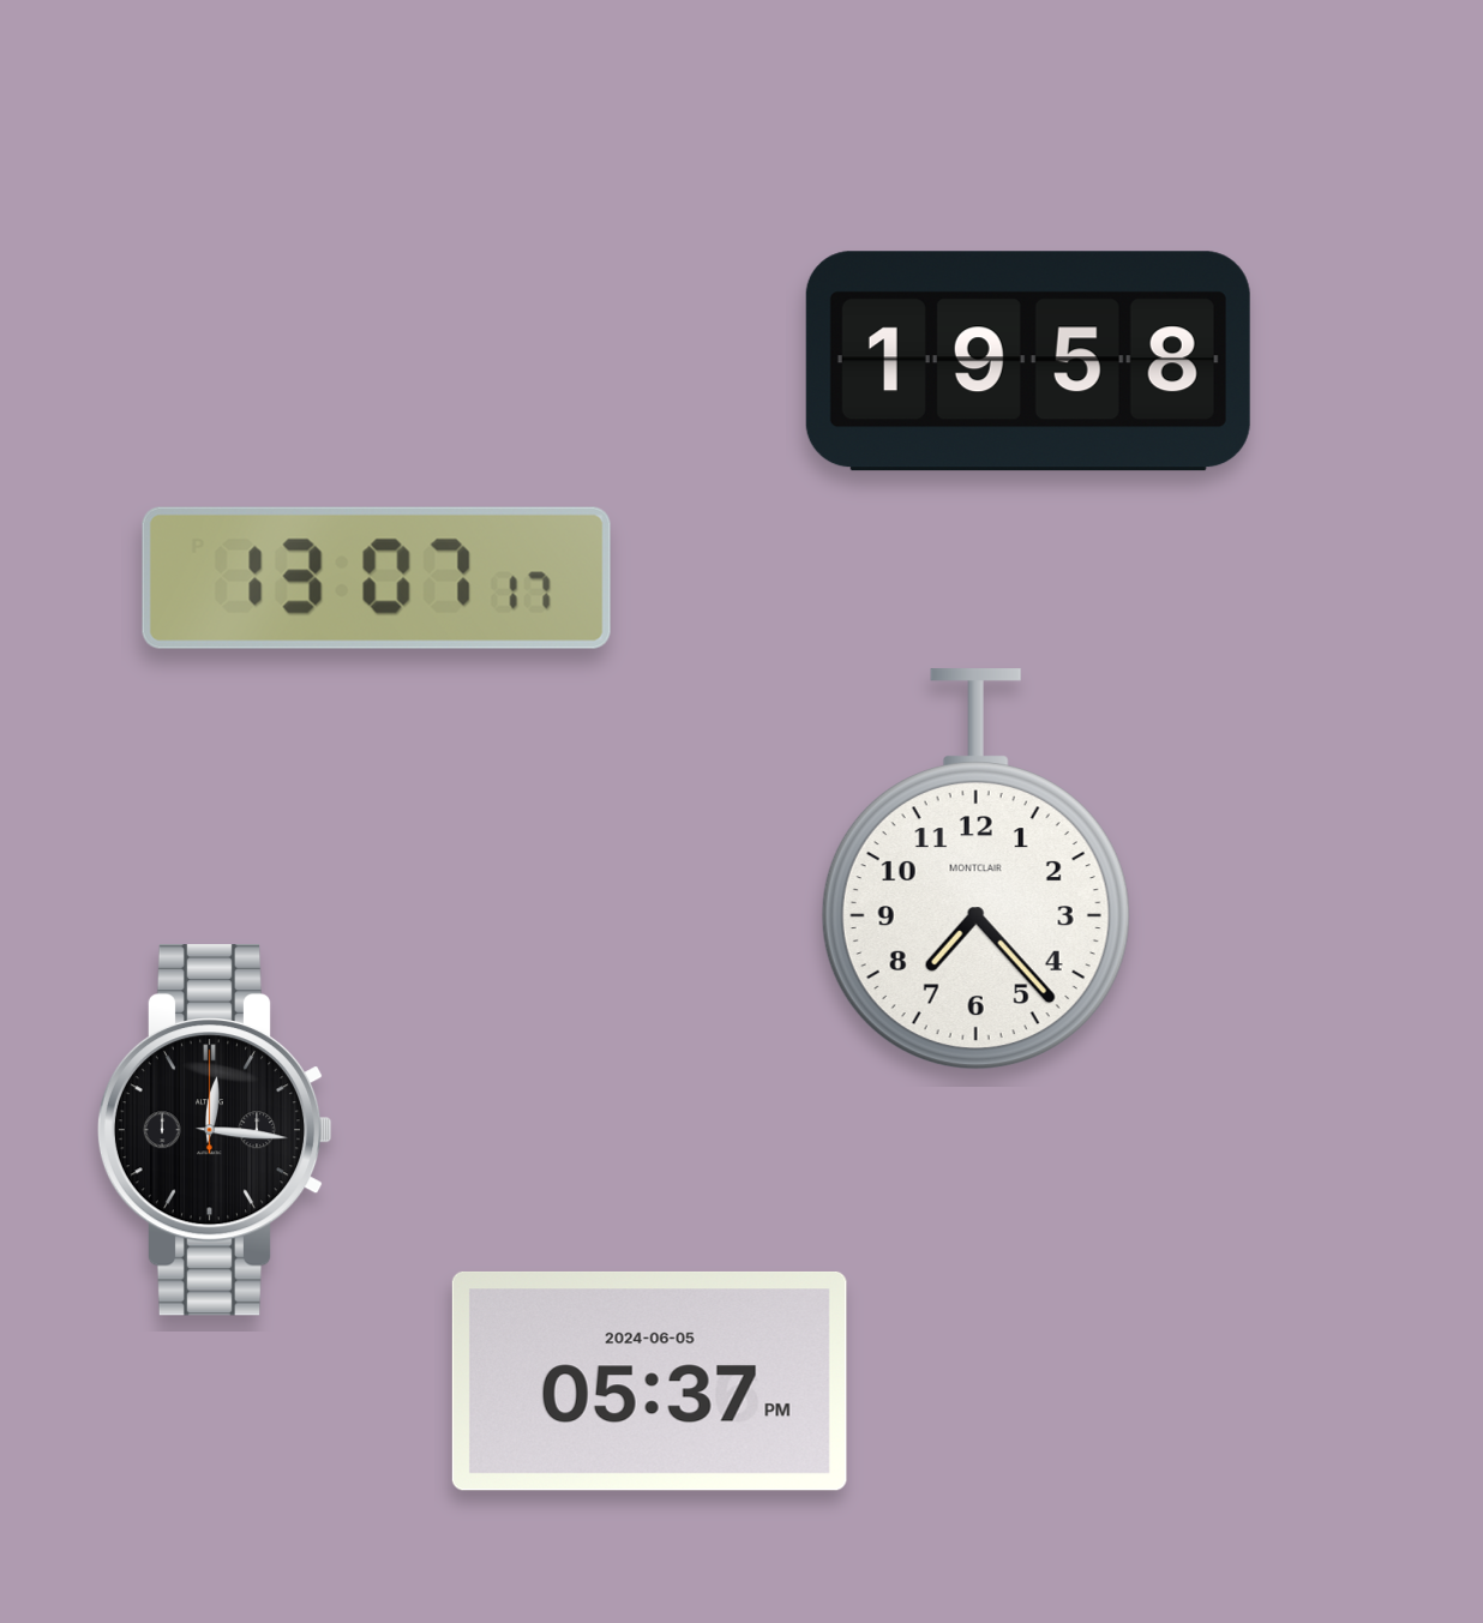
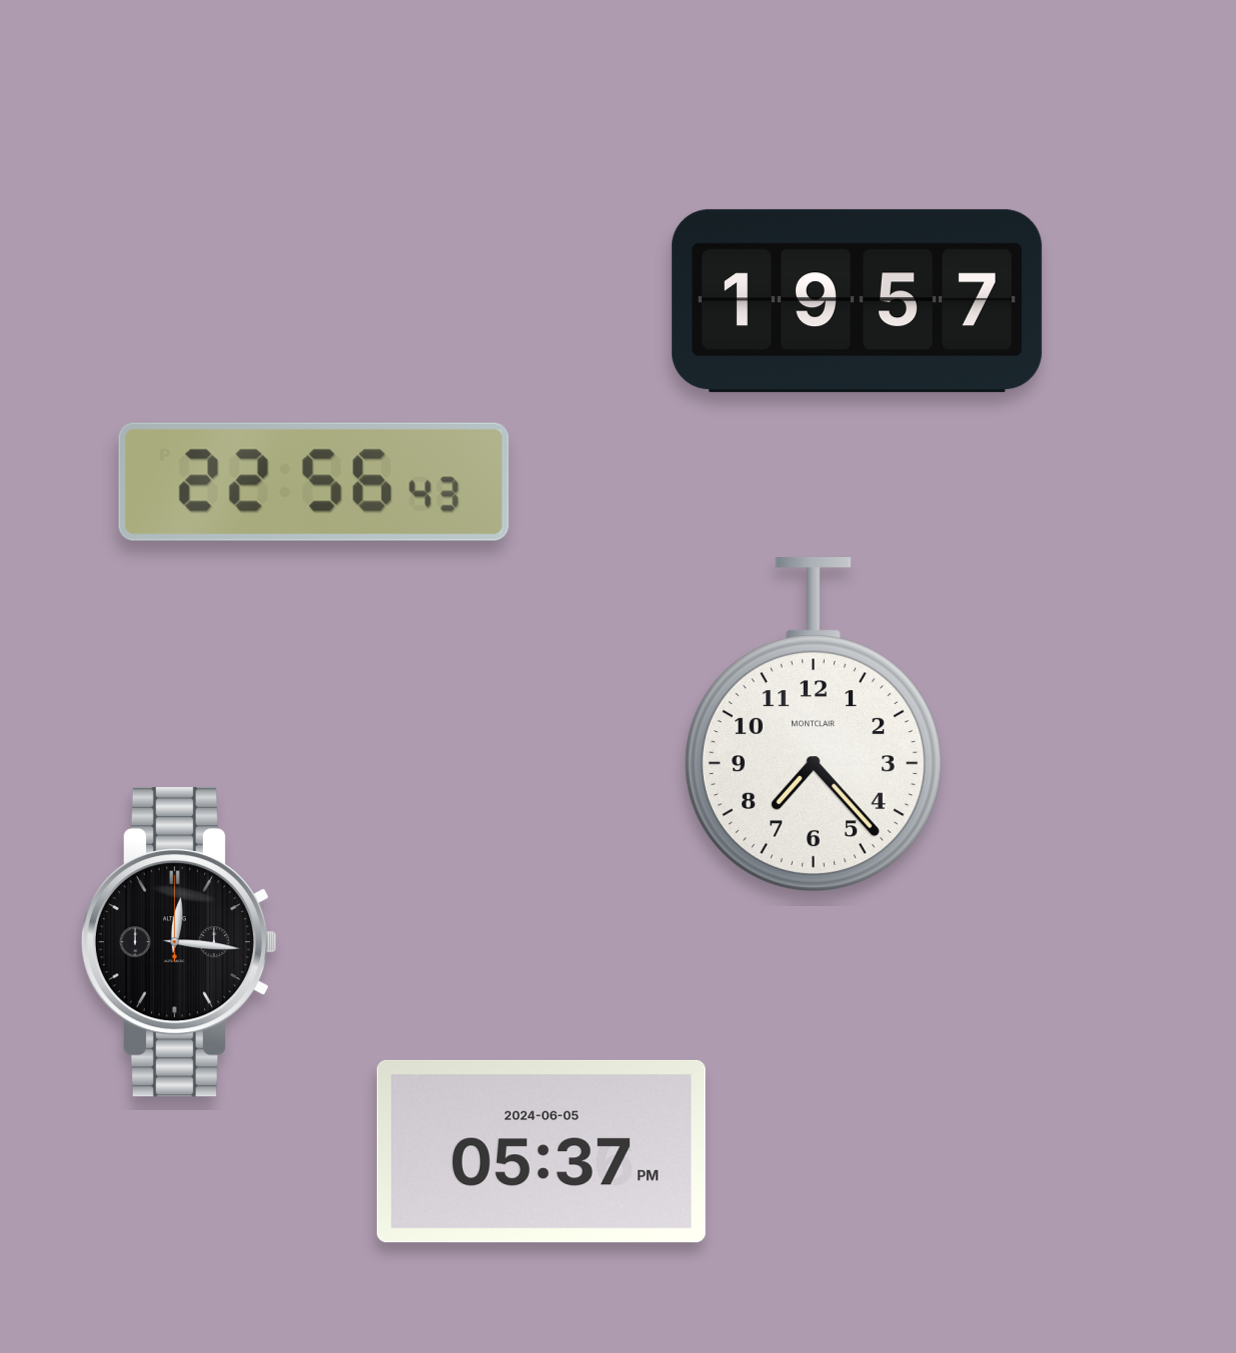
clock at (1028, 361): 19:58 -> 19:57
clock at (377, 578): 13:07 -> 22:56
